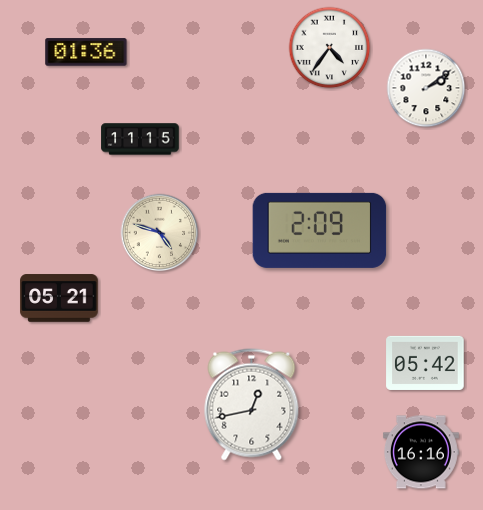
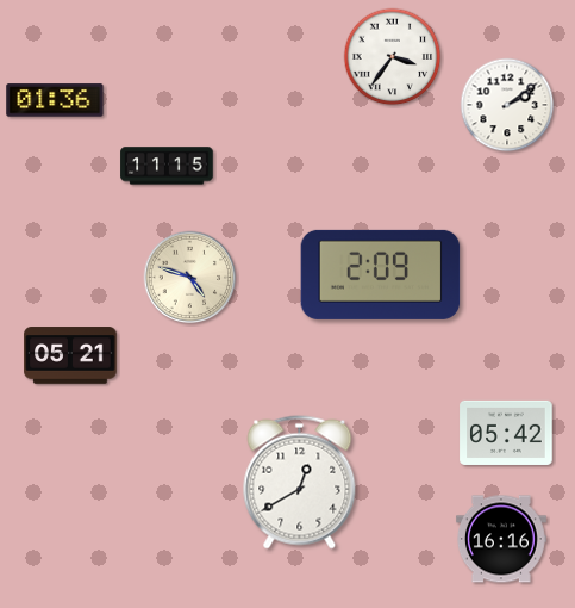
clock at (330, 48): 4:36 -> 3:36
clock at (86, 52) position: (86, 52) -> (55, 100)
clock at (252, 405): 12:43 -> 12:40
